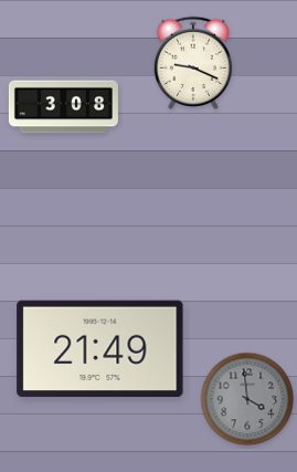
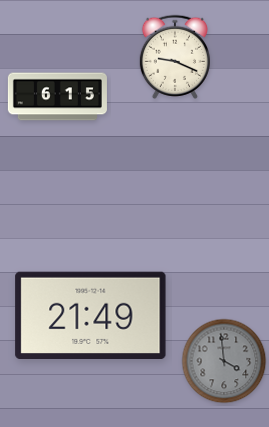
clock at (63, 107): 3:08 -> 6:15
